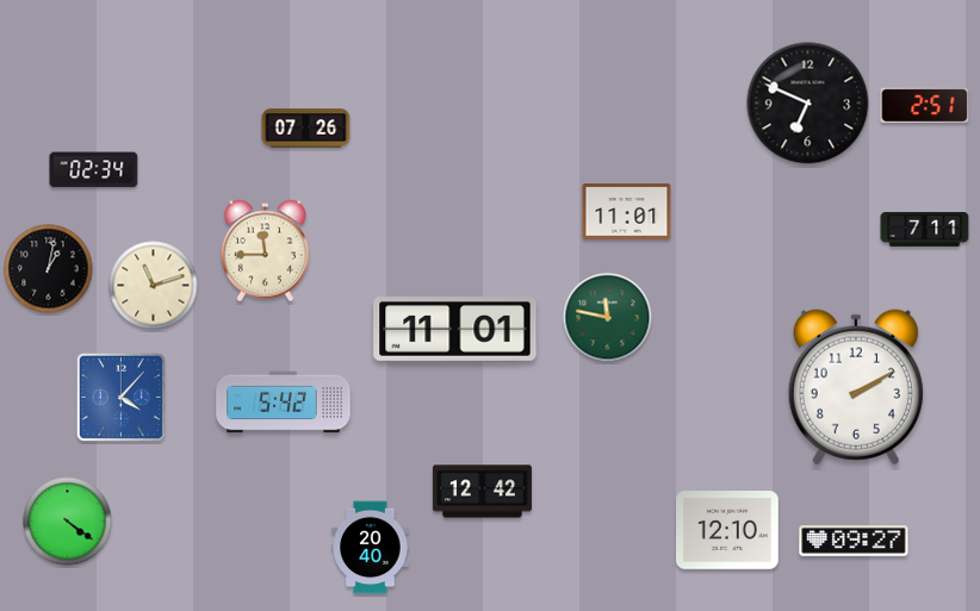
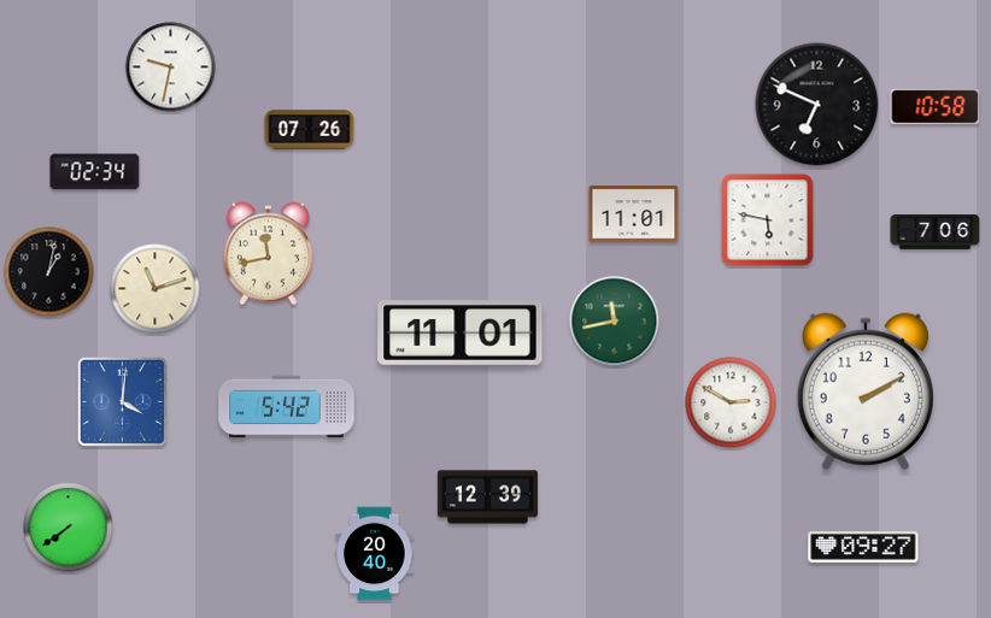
clock at (171, 67): none -> 9:32
clock at (925, 106): 2:51 -> 10:58
clock at (768, 220): none -> 5:47
clock at (925, 230): 7:11 -> 7:06
clock at (265, 251): 11:45 -> 11:43
clock at (608, 318): 11:47 -> 11:43
clock at (120, 397): 4:07 -> 4:01
clock at (731, 402): none -> 2:50
clock at (482, 492): 12:42 -> 12:39
clock at (68, 522): 4:21 -> 7:39
clock at (728, 531): 12:10 -> none
